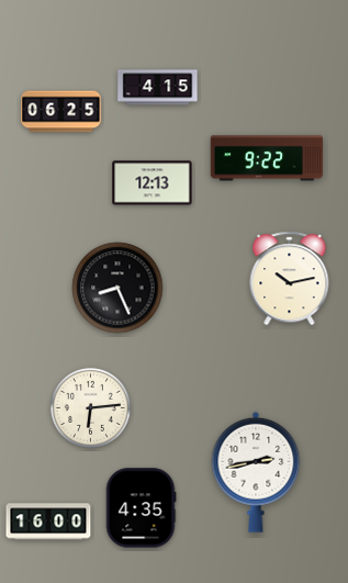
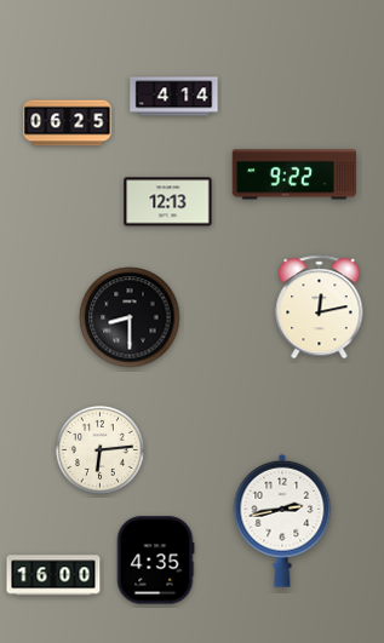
clock at (158, 88): 4:15 -> 4:14
clock at (290, 279): 10:13 -> 12:13
clock at (117, 288): 8:26 -> 8:30
